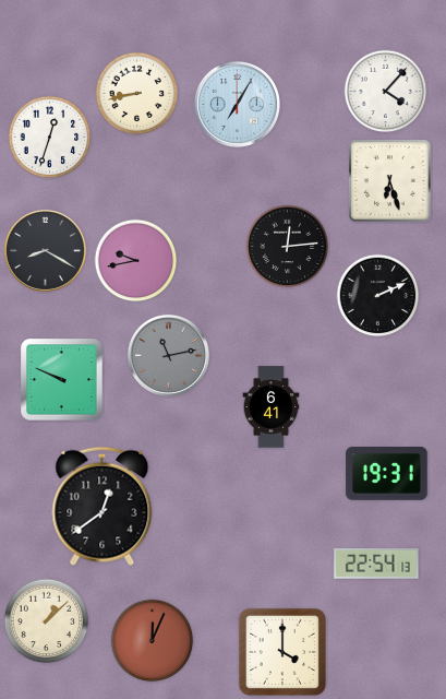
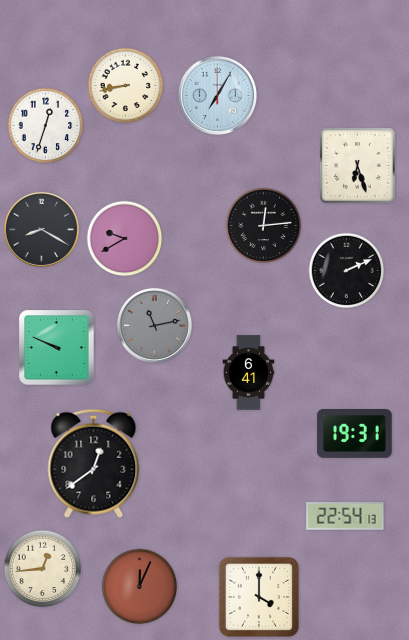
clock at (386, 92): 4:07 -> none
clock at (136, 261): 9:43 -> 9:40
clock at (47, 621): 1:08 -> 12:44
